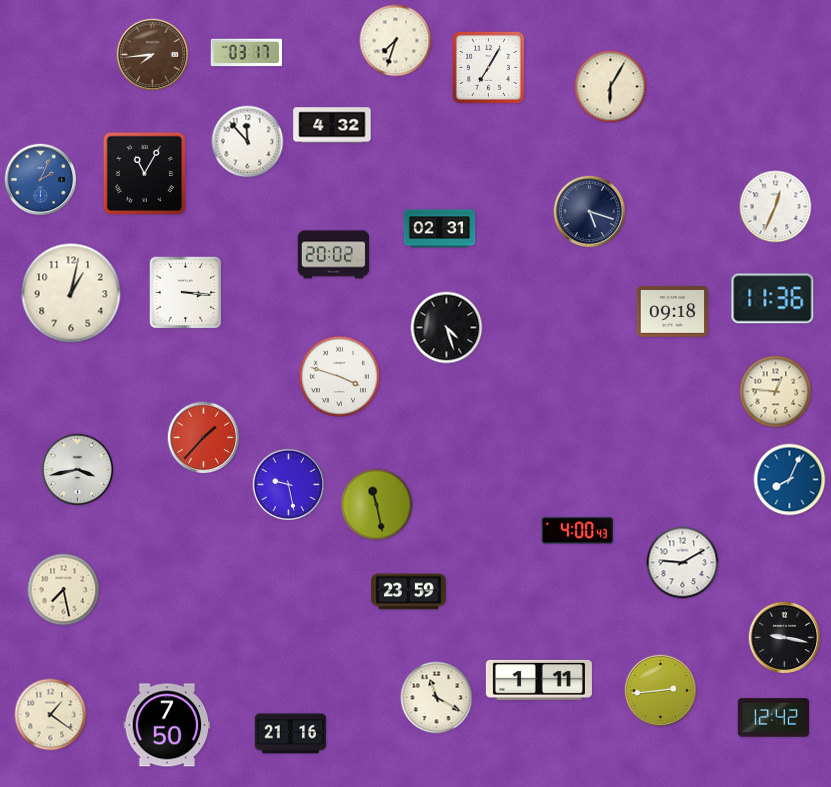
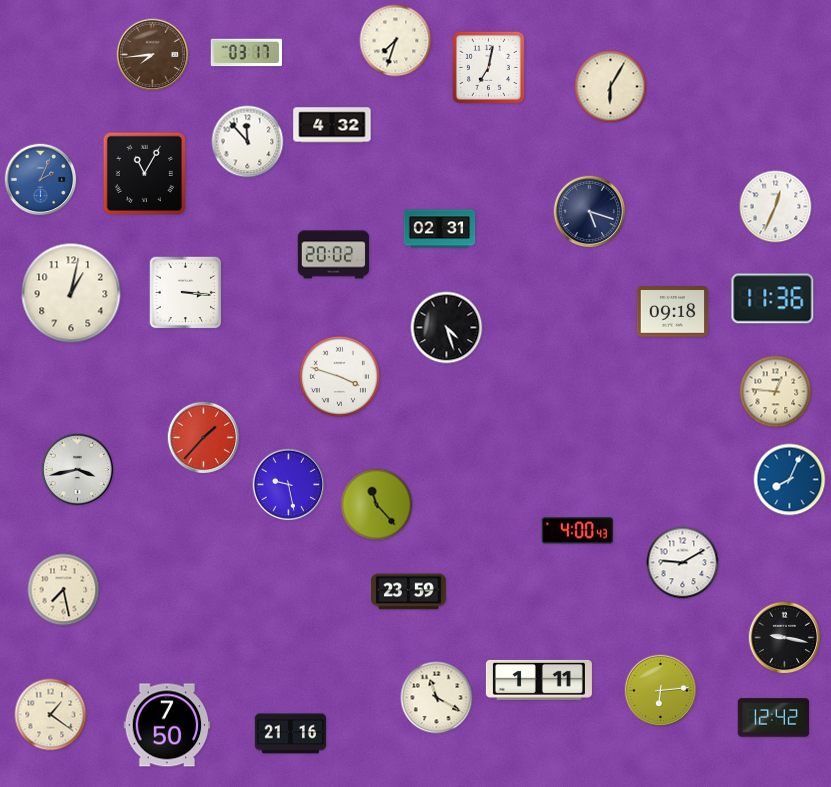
clock at (488, 67): 7:05 -> 7:02
clock at (377, 505): 11:28 -> 11:23
clock at (661, 691): 2:44 -> 6:14
